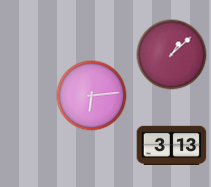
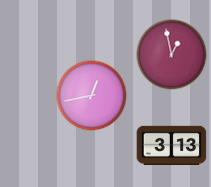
clock at (172, 55): 1:08 -> 12:58
clock at (92, 96): 6:14 -> 12:43
